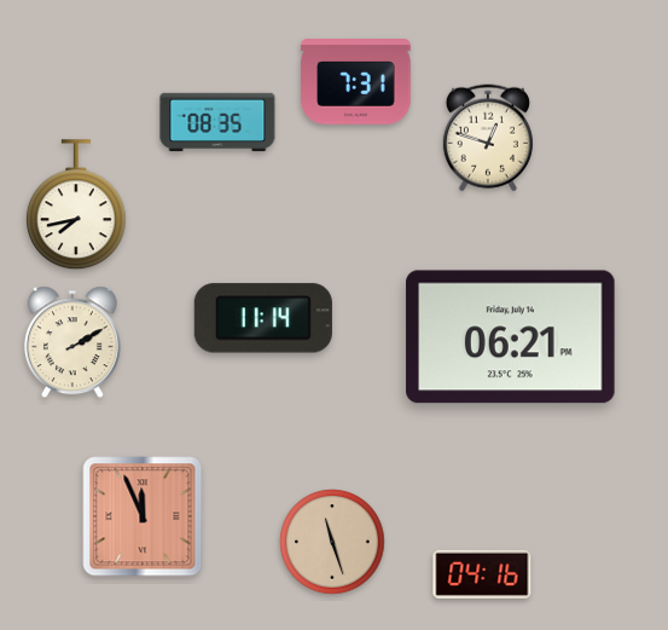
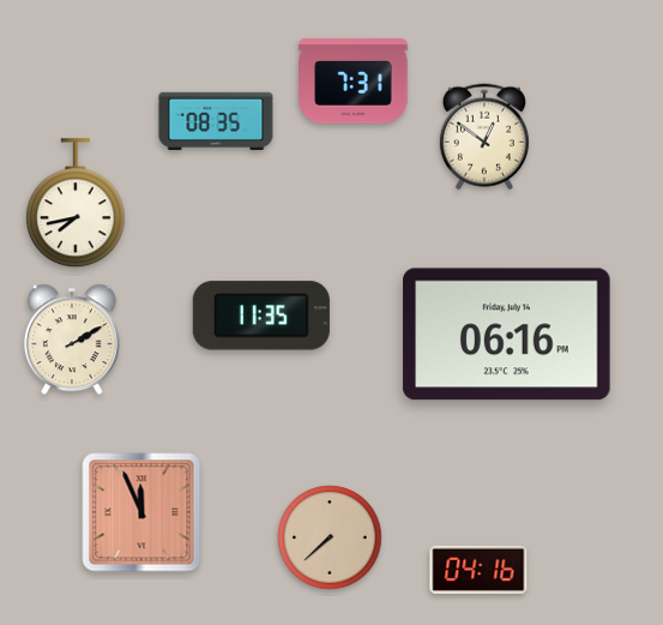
clock at (488, 138): 12:48 -> 12:51
clock at (263, 318): 11:14 -> 11:35
clock at (511, 337): 06:21 -> 06:16
clock at (332, 542): 11:27 -> 7:38
